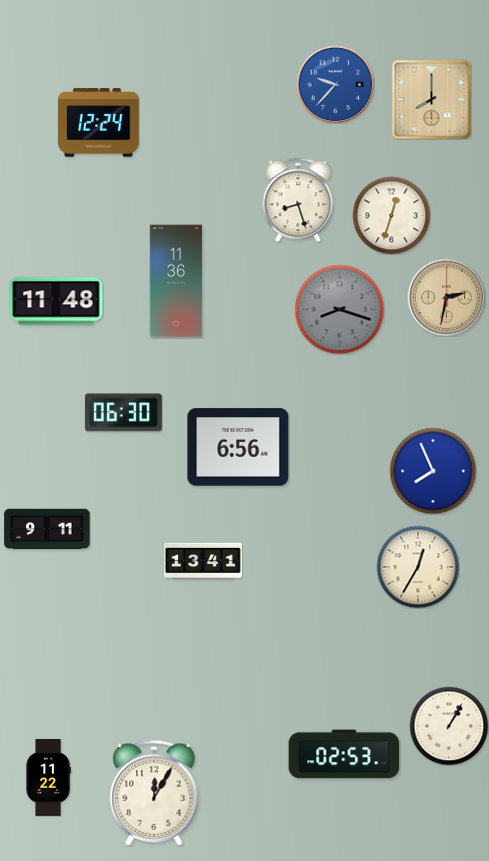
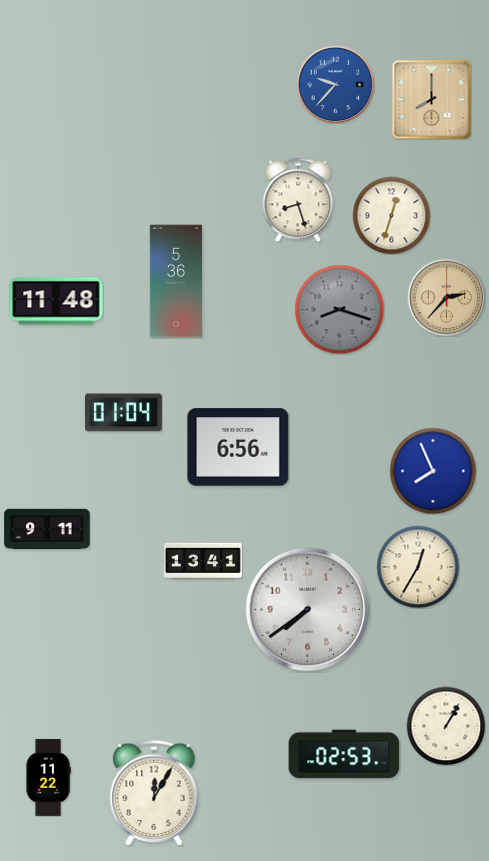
clock at (99, 123): 12:24 -> none
clock at (175, 281): 11:36 -> 5:36
clock at (446, 297): 2:32 -> 2:37
clock at (123, 413): 06:30 -> 01:04
clock at (308, 610): none -> 7:39
clock at (449, 726) position: (449, 726) -> (446, 726)
